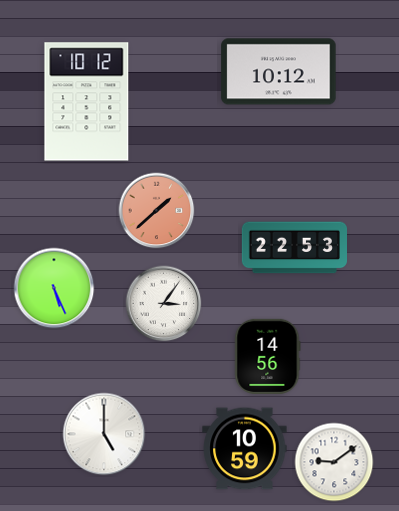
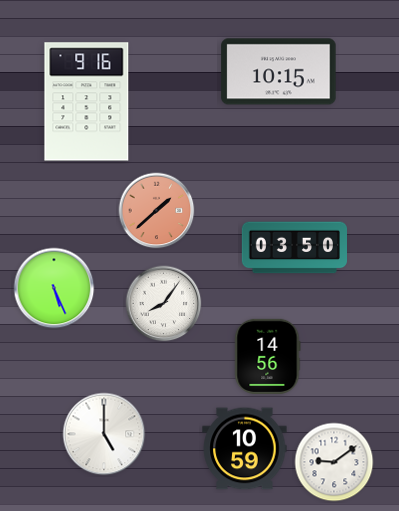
clock at (279, 72): 10:12 -> 10:15
clock at (87, 102): 10:12 -> 9:16
clock at (294, 248): 22:53 -> 03:50
clock at (164, 304): 3:06 -> 8:06
